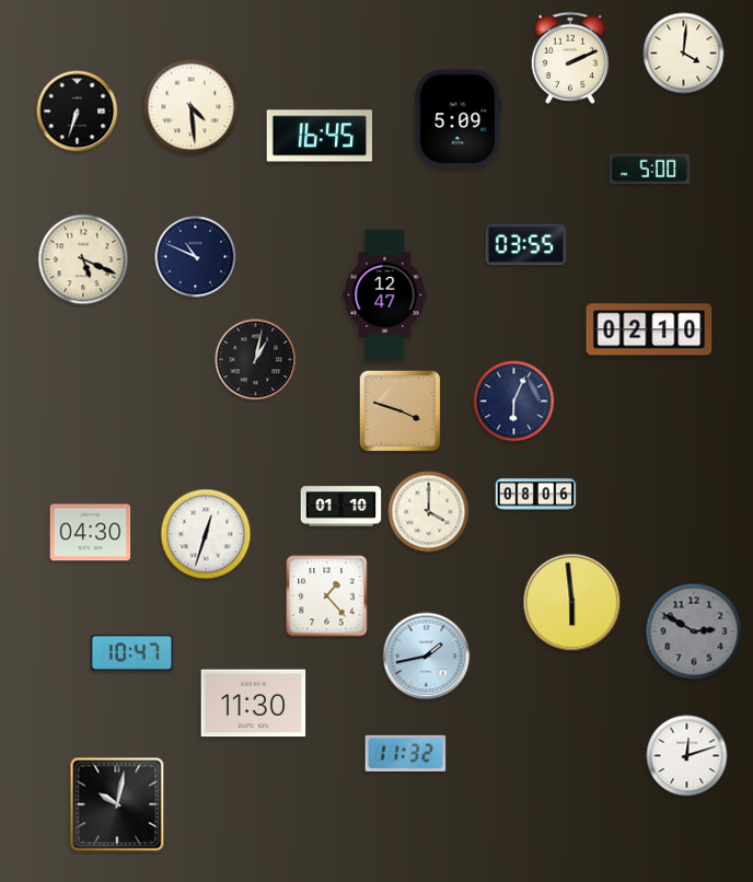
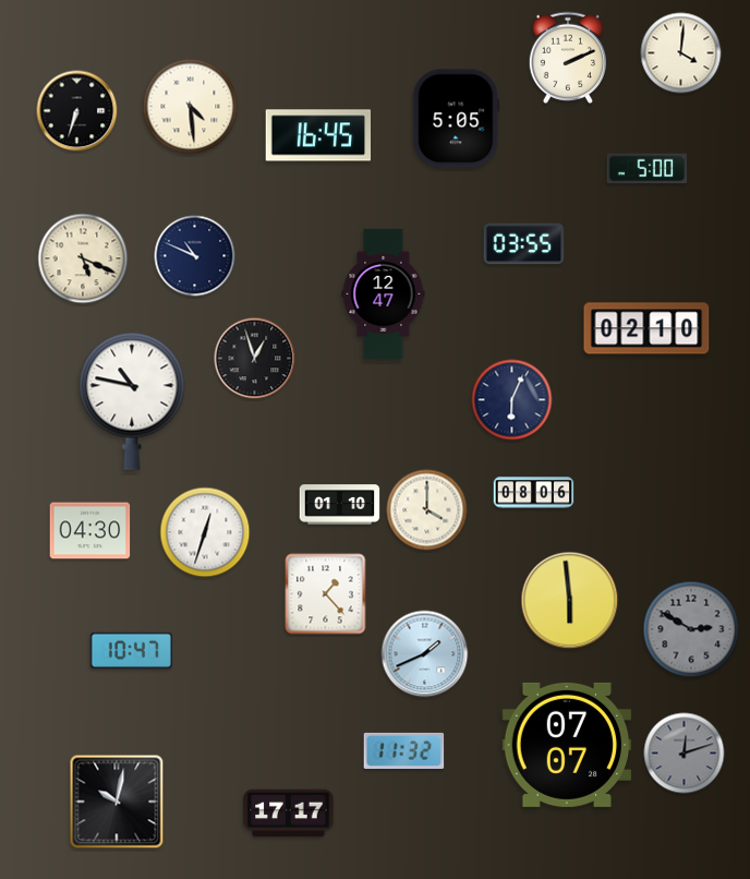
clock at (459, 119): 5:09 -> 5:05
clock at (256, 360): 1:02 -> 12:57
clock at (132, 401): none -> 10:47
clock at (401, 411): 3:48 -> none
clock at (427, 657): 1:43 -> 1:41
clock at (254, 704): 11:30 -> none
clock at (567, 745): none -> 07:07
clock at (687, 756) dial: white -> grey
clock at (289, 814): none -> 17:17
